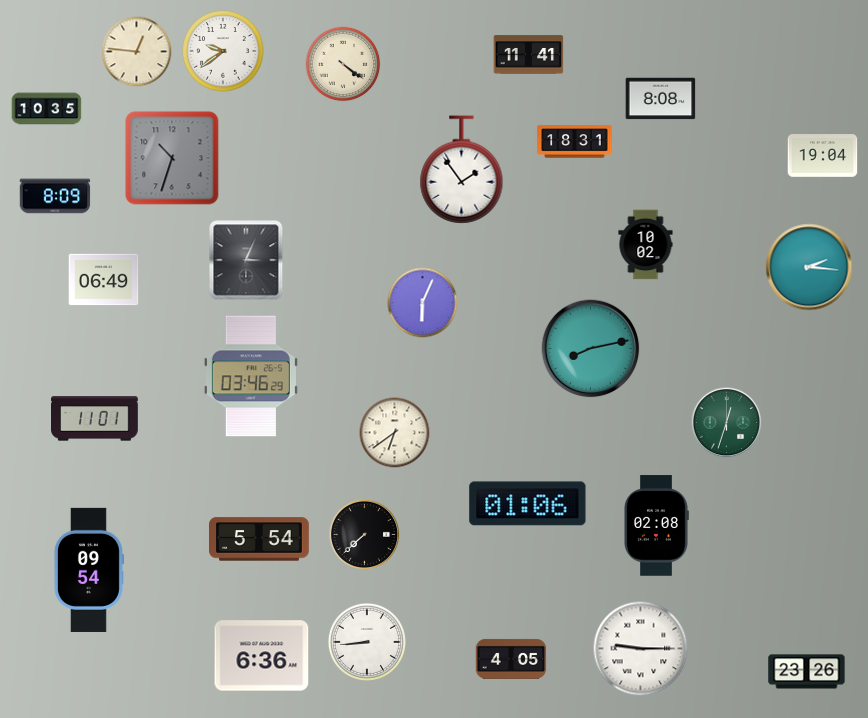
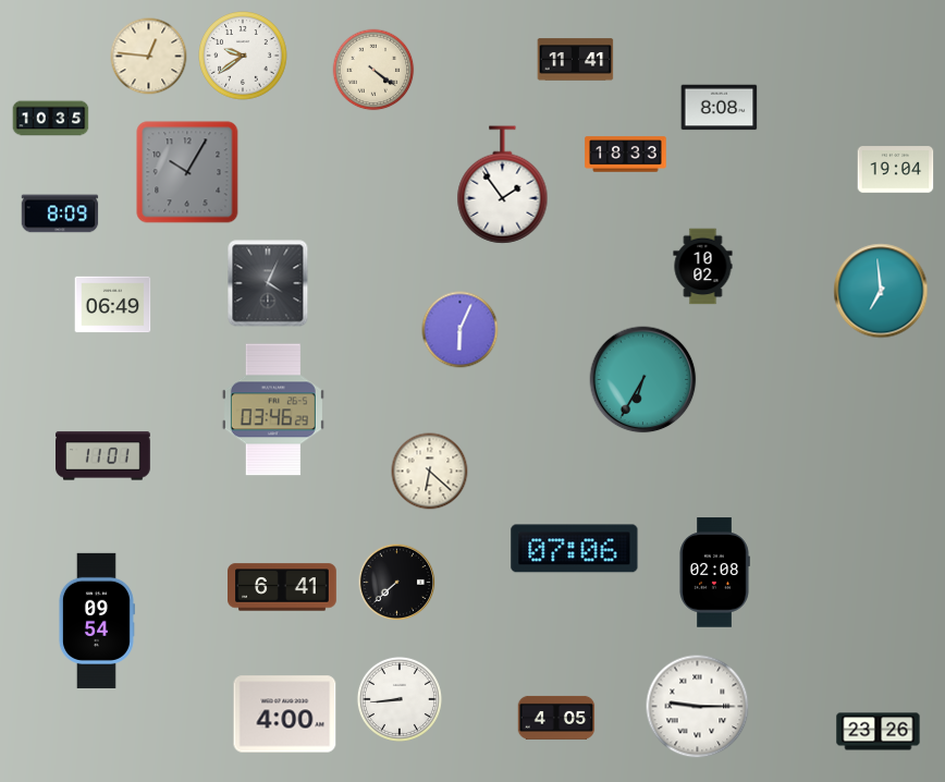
clock at (575, 142): 18:31 -> 18:33
clock at (172, 158): 10:33 -> 10:05
clock at (246, 260): 3:04 -> 4:04
clock at (809, 267): 2:16 -> 6:59
clock at (591, 349): 8:13 -> 6:35
clock at (727, 423): 12:33 -> none
clock at (395, 433): 6:39 -> 6:22
clock at (528, 504): 01:06 -> 07:06
clock at (260, 539): 5:54 -> 6:41
clock at (262, 656): 6:36 -> 4:00
